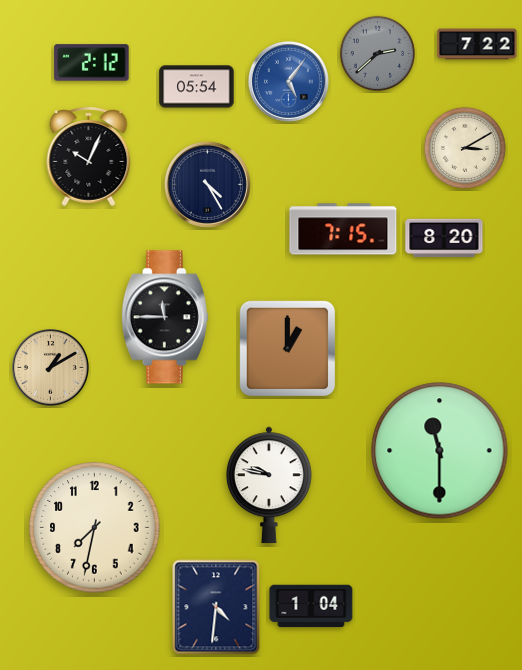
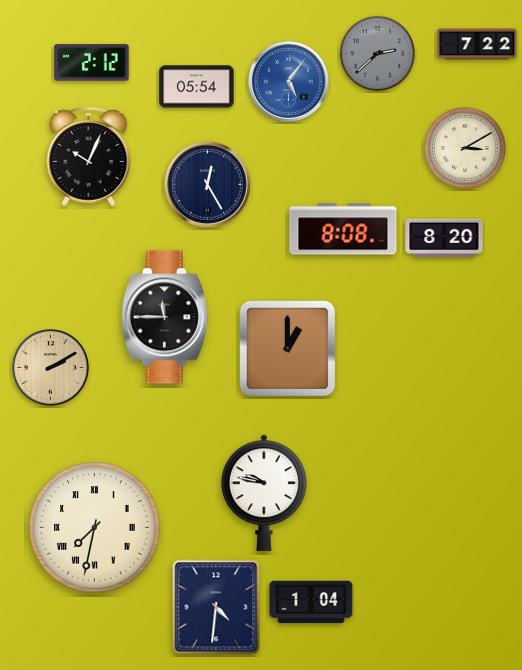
clock at (207, 184): 4:25 -> 12:25
clock at (343, 229): 7:15 -> 8:08
clock at (51, 368): 1:10 -> 2:10
clock at (440, 451): 11:30 -> none
clock at (269, 485) position: (269, 485) -> (264, 493)
clock at (95, 528) numerals: Arabic -> Roman
clock at (311, 606) position: (311, 606) -> (311, 602)
